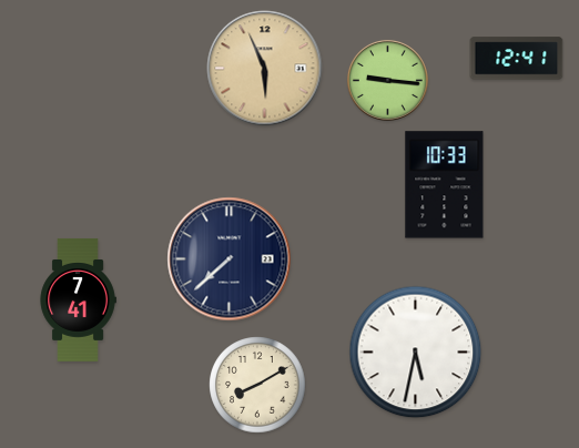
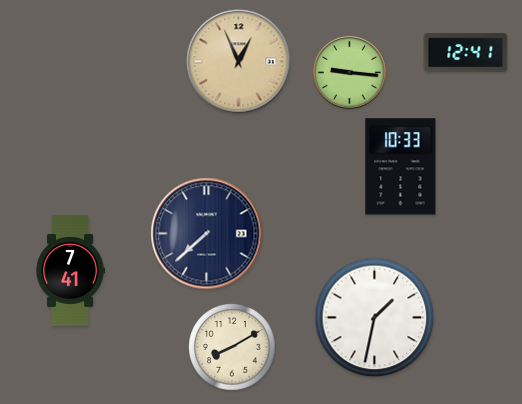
clock at (265, 69): 5:56 -> 12:56
clock at (416, 353): 5:32 -> 1:32
